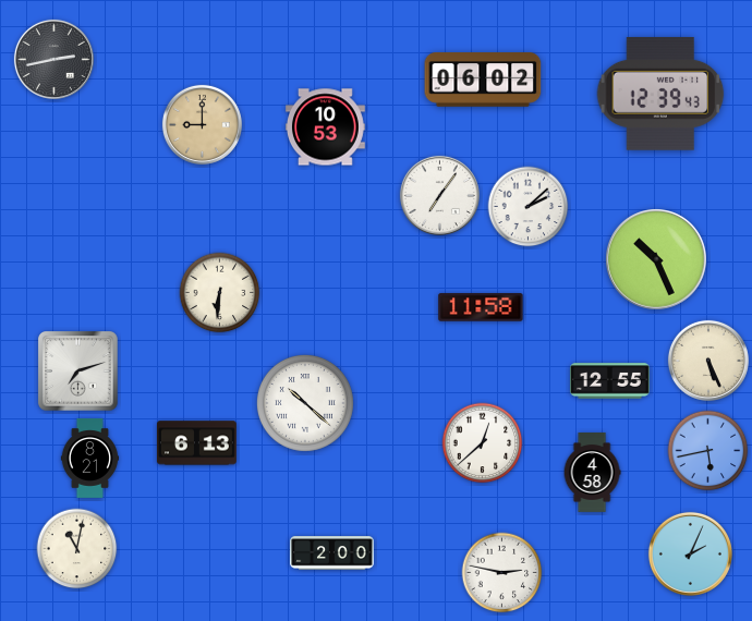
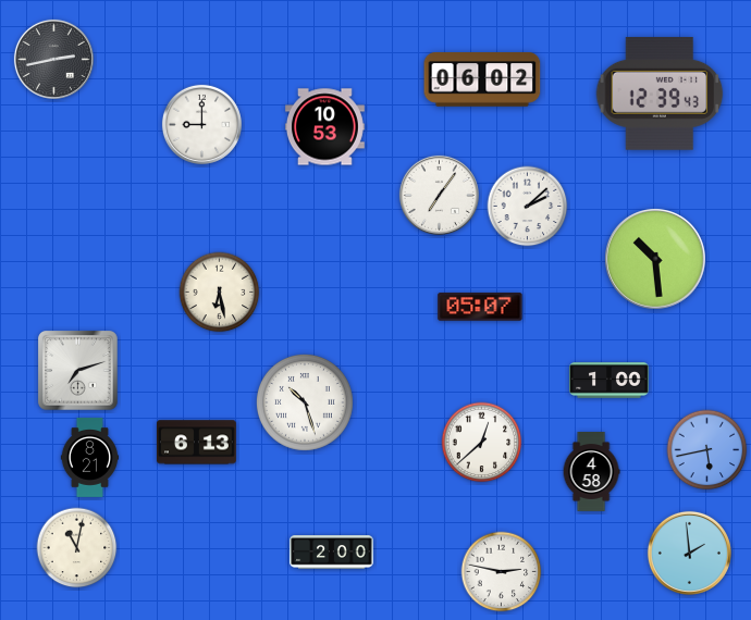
clock at (202, 124) dial: champagne -> white
clock at (657, 260): 10:26 -> 10:29
clock at (220, 293): 6:31 -> 6:28
clock at (481, 307): 11:58 -> 05:07
clock at (708, 361): 5:26 -> none
clock at (610, 381): 12:55 -> 1:00
clock at (305, 403): 10:22 -> 10:27
clock at (690, 553): 2:04 -> 1:59
